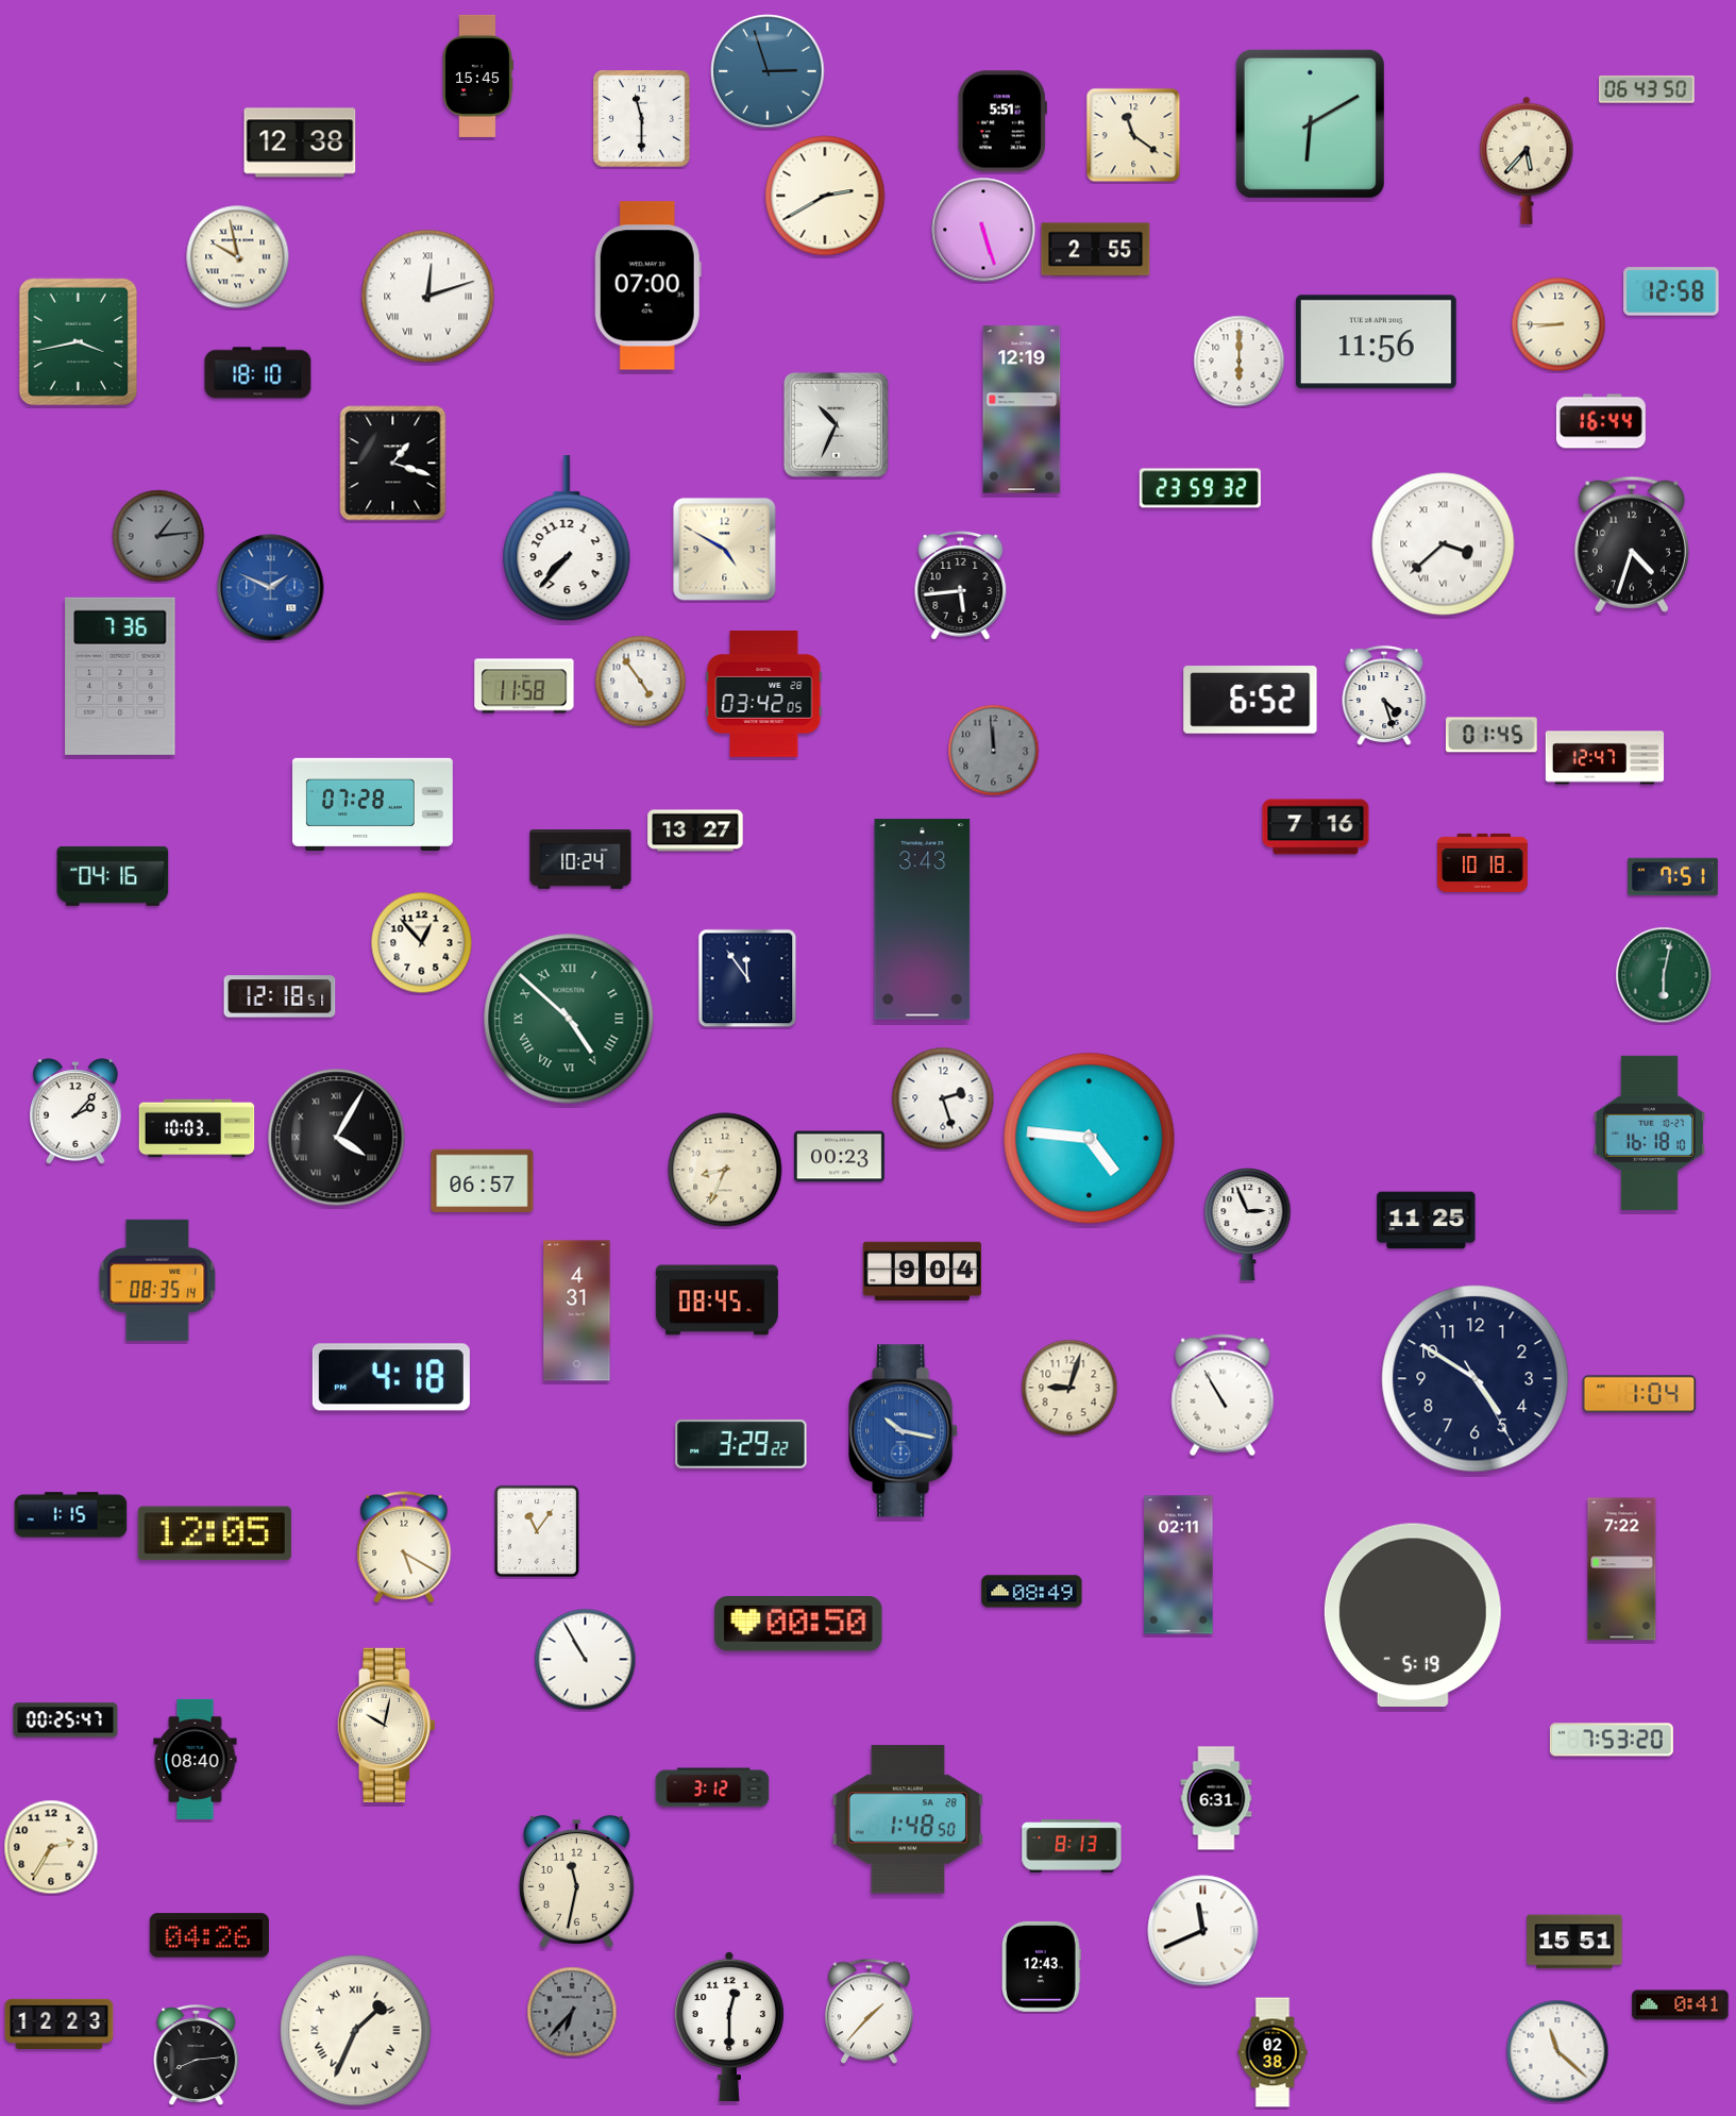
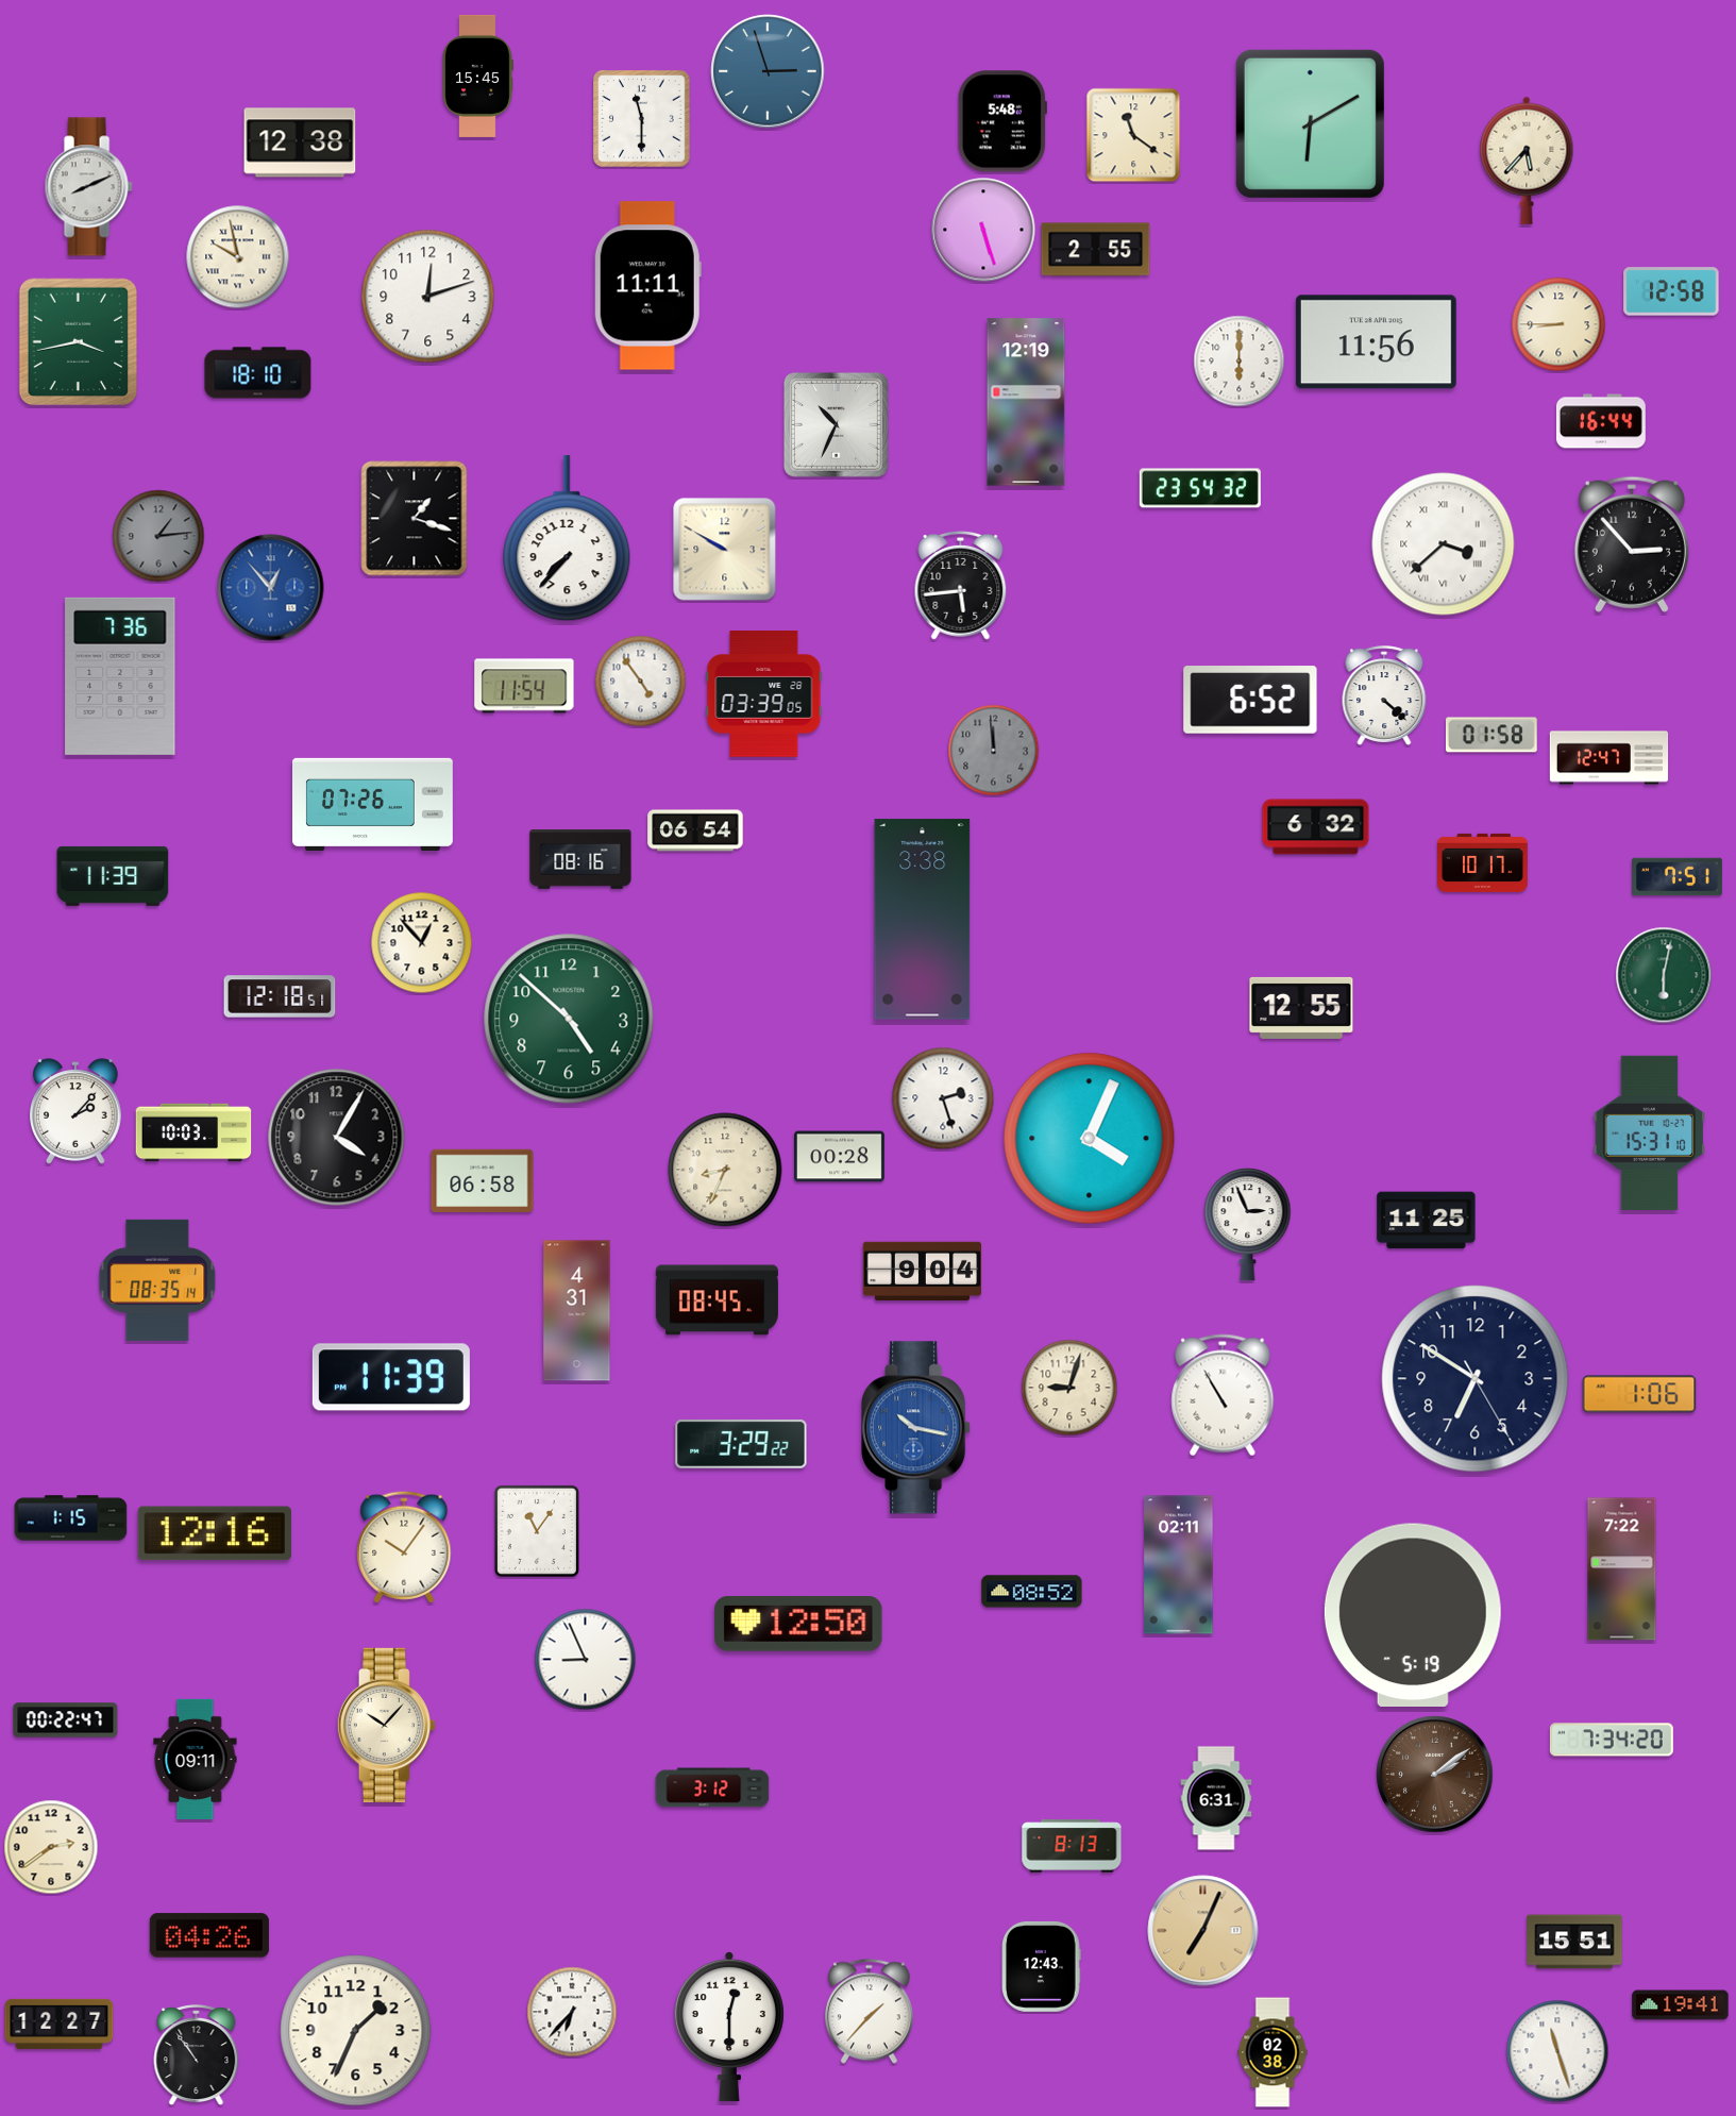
clock at (1647, 89): 06:43 -> none
clock at (1002, 121): 5:51 -> 5:48
clock at (88, 187): none -> 8:11
clock at (825, 196): 2:40 -> none
clock at (647, 286): 07:00 -> 11:11
clock at (428, 297) numerals: Roman -> Arabic
clock at (1022, 409) position: (1022, 409) -> (1026, 402)
clock at (393, 464) position: (393, 464) -> (415, 519)
clock at (1200, 488): 23:59 -> 23:54
clock at (1632, 544): 4:33 -> 2:53
clock at (725, 550): 4:50 -> 9:50
clock at (271, 588): 1:49 -> 12:53
clock at (524, 686): 11:58 -> 11:54
clock at (764, 694): 03:42 -> 03:39
clock at (1384, 695): 4:27 -> 4:22
clock at (1491, 735): 01:45 -> 01:58
clock at (1605, 758) position: (1605, 758) -> (1609, 758)
clock at (373, 804): 07:28 -> 07:26
clock at (1316, 827): 7:16 -> 6:32
clock at (695, 830): 13:27 -> 06:54
clock at (580, 859): 10:24 -> 08:16
clock at (1483, 862): 10:18 -> 10:17
clock at (113, 876): 04:16 -> 11:39
clock at (1673, 877) position: (1673, 877) -> (1678, 877)
clock at (923, 920): 3:43 -> 3:38
clock at (747, 978): 11:54 -> none
clock at (1301, 1008): none -> 12:55
clock at (569, 1019) numerals: Roman -> Arabic
clock at (197, 1128) position: (197, 1128) -> (193, 1132)
clock at (1649, 1132): 16:18 -> 15:31
clock at (337, 1138) numerals: Roman -> Arabic
clock at (1090, 1139): 4:46 -> 4:04
clock at (840, 1157): 00:23 -> 00:28
clock at (483, 1181): 06:57 -> 06:58
clock at (391, 1377): 4:18 -> 11:39
clock at (1476, 1379): 4:50 -> 6:50
clock at (1639, 1394): 1:04 -> 1:06
clock at (904, 1431) position: (904, 1431) -> (916, 1428)
clock at (71, 1515) position: (71, 1515) -> (71, 1518)
clock at (215, 1533): 12:05 -> 12:16
clock at (404, 1547): 5:20 -> 10:06
clock at (1032, 1592): 08:49 -> 08:52
clock at (798, 1625): 00:50 -> 12:50
clock at (586, 1660): 10:55 -> 8:56
clock at (66, 1720): 00:25 -> 00:22
clock at (386, 1725): 10:02 -> 10:07
clock at (1612, 1740): 7:53 -> 7:34
clock at (196, 1759): 08:40 -> 09:11
clock at (1435, 1775): none -> 2:09
clock at (907, 1819): 1:48 -> none
clock at (51, 1847): 2:35 -> 2:39
clock at (576, 1881): 11:32 -> none
clock at (1203, 1931): 11:41 -> 7:04
clock at (1203, 1931) dial: white -> champagne
clock at (1681, 2005): 0:41 -> 19:41
clock at (572, 2012) dial: grey -> white
clock at (60, 2023): 12:23 -> 12:27
clock at (356, 2031) numerals: Roman -> Arabic
clock at (1557, 2051): 11:22 -> 11:27
clock at (197, 2055): 8:14 -> 10:54
